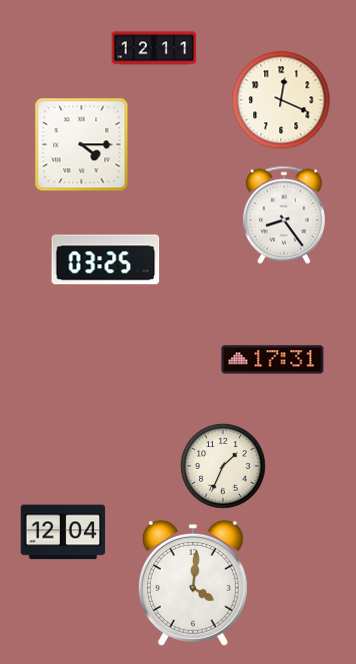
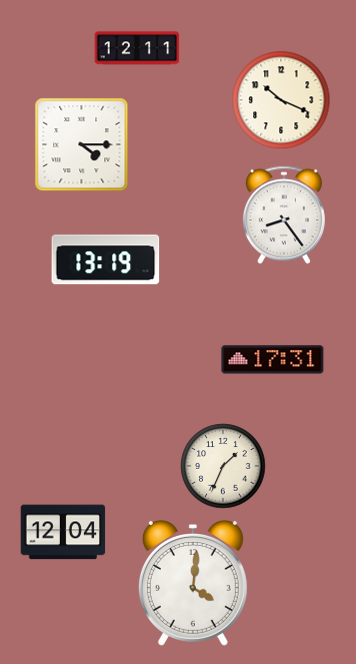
clock at (154, 48) position: (154, 48) -> (137, 48)
clock at (281, 100): 12:19 -> 10:19
clock at (106, 260): 03:25 -> 13:19
